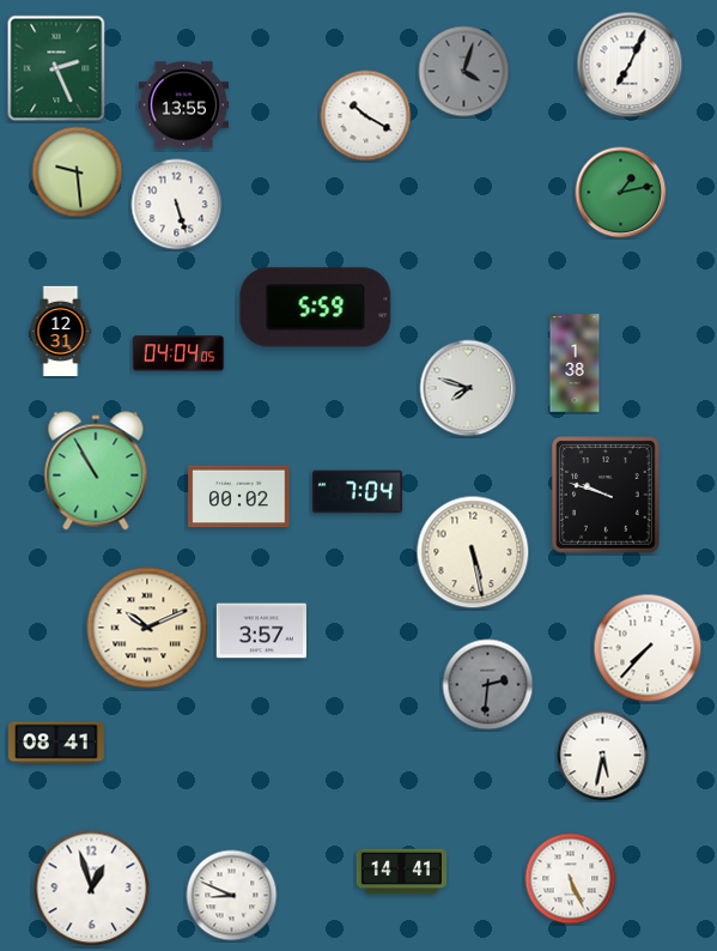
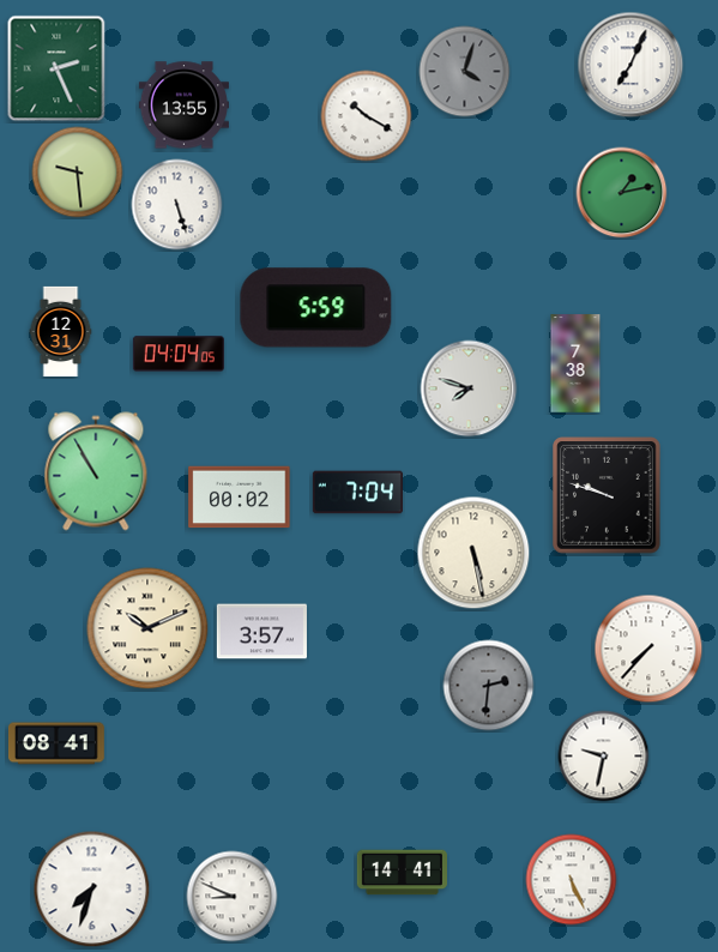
clock at (575, 363): 1:38 -> 7:38
clock at (603, 756): 5:32 -> 9:32
clock at (92, 889): 12:57 -> 7:33
